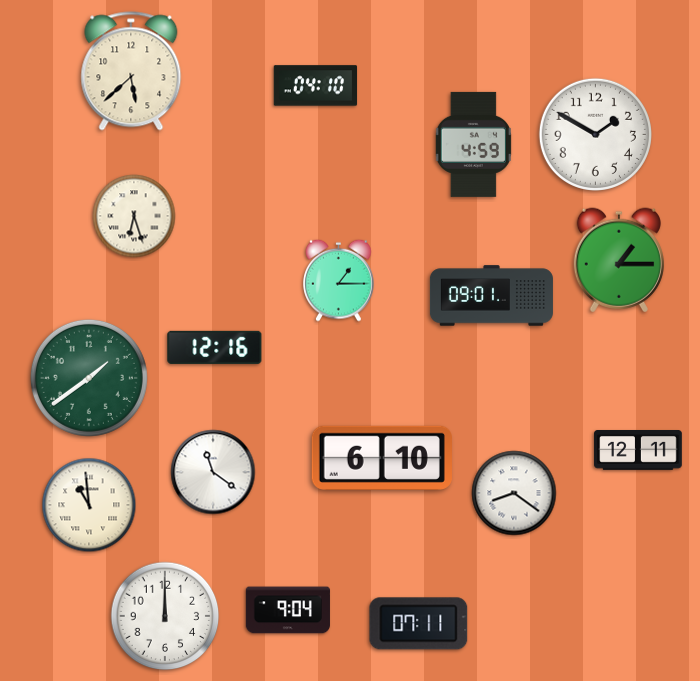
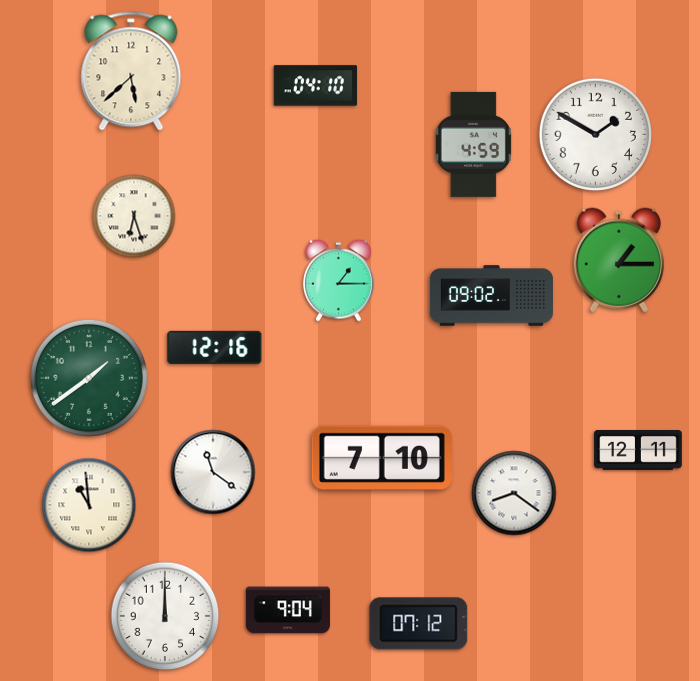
clock at (491, 296): 09:01 -> 09:02
clock at (382, 458): 6:10 -> 7:10
clock at (419, 624): 07:11 -> 07:12
